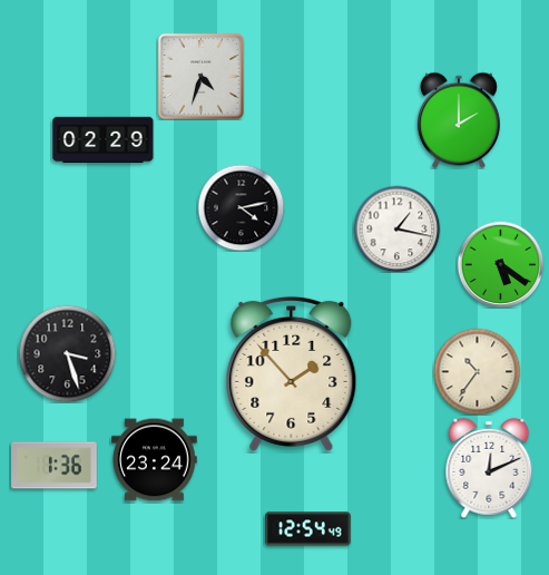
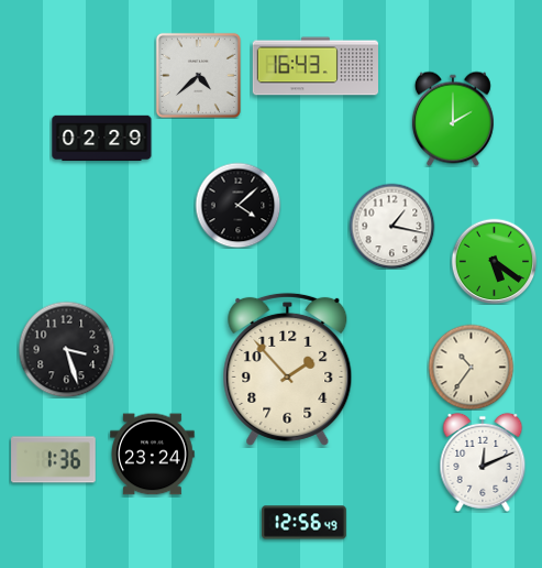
clock at (314, 66): none -> 16:43
clock at (200, 76): 4:33 -> 4:38
clock at (241, 207): 4:13 -> 4:08
clock at (308, 529): 12:54 -> 12:56
